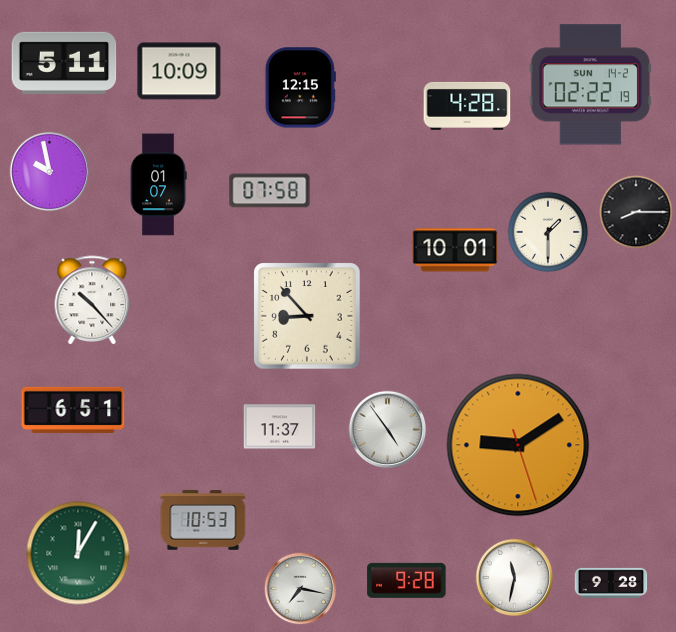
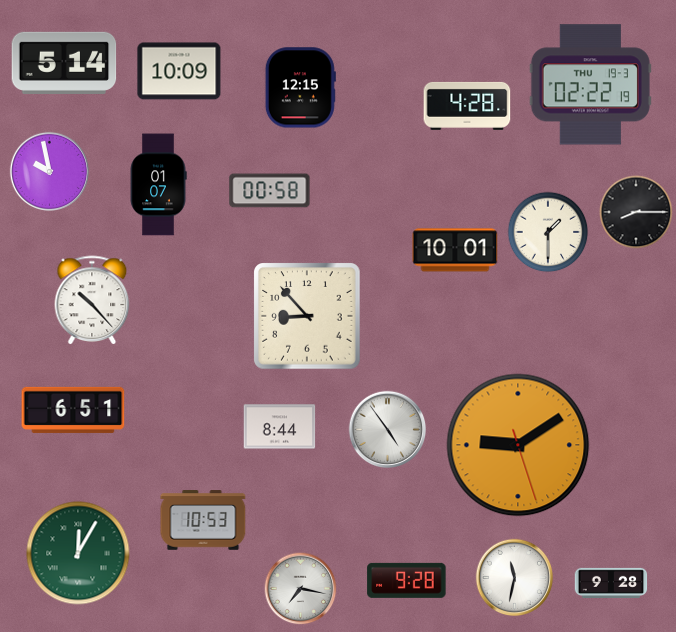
clock at (64, 63): 5:11 -> 5:14
clock at (590, 85) date: SUN 14-2 -> THU 19-3
clock at (270, 191): 07:58 -> 00:58
clock at (280, 427): 11:37 -> 8:44
